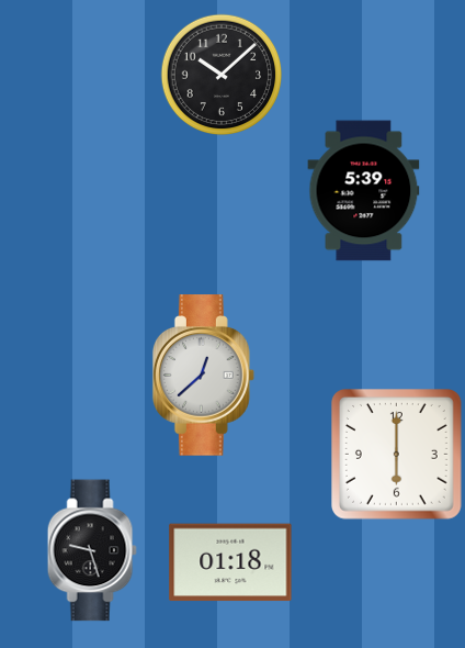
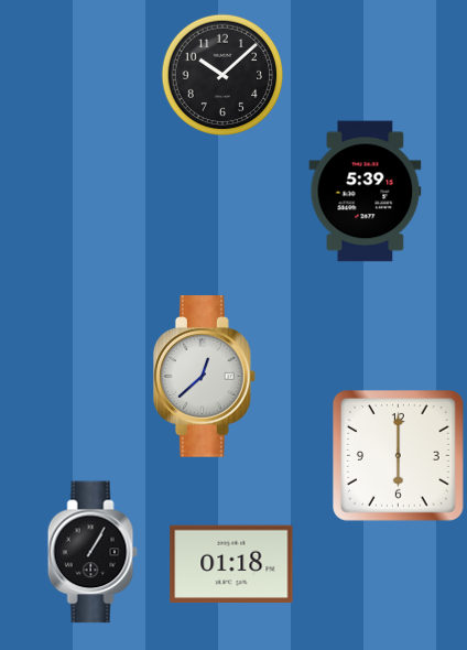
clock at (92, 550): 9:27 -> 1:05
